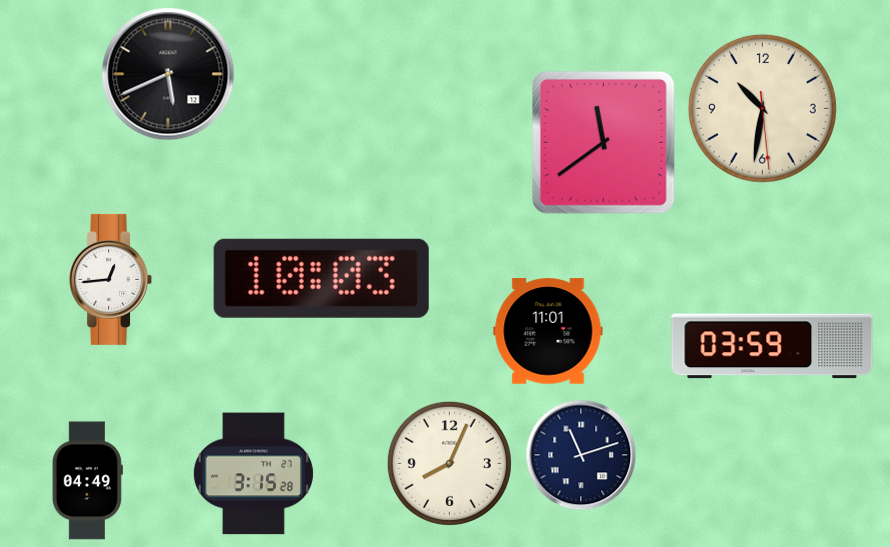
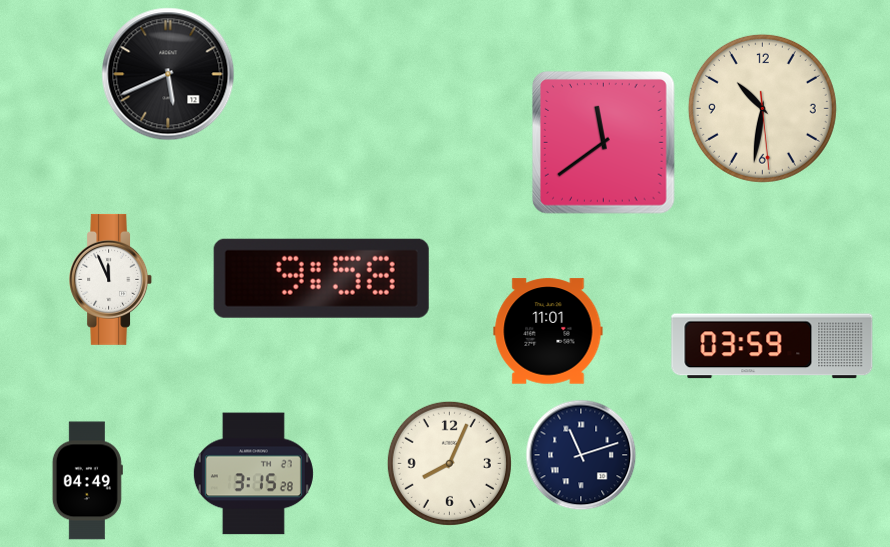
clock at (321, 278): 10:03 -> 9:58
clock at (111, 279): 12:44 -> 11:56
